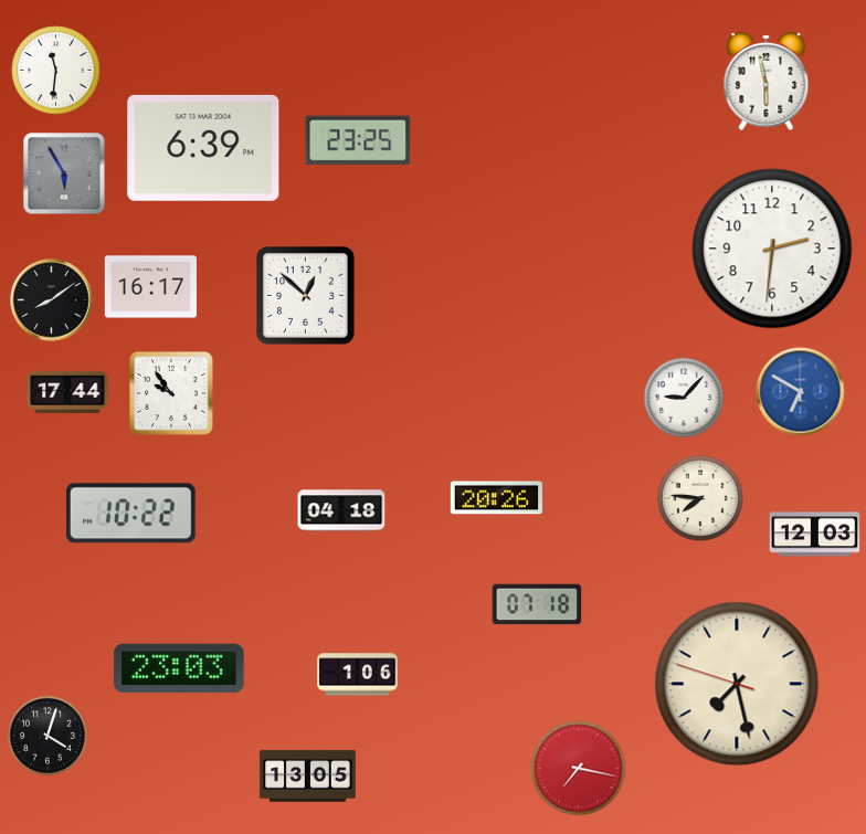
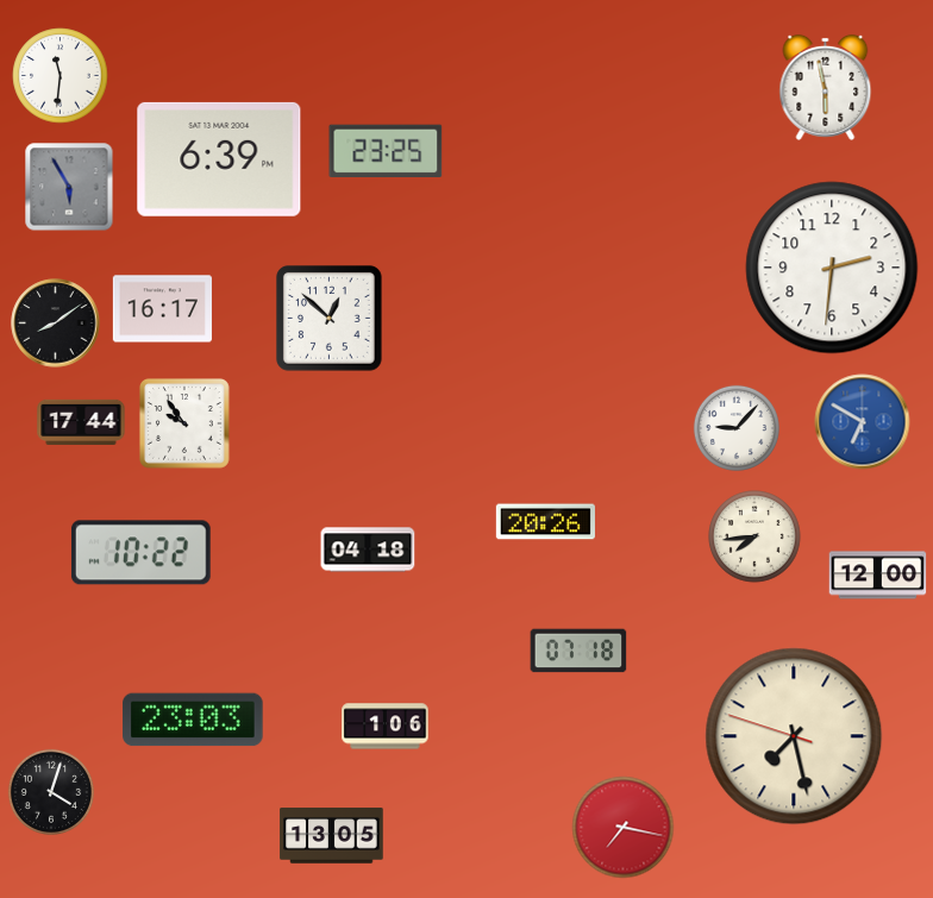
clock at (67, 391) position: (67, 391) -> (81, 421)
clock at (496, 498) position: (496, 498) -> (545, 522)
clock at (700, 498): 7:46 -> 7:44
clock at (815, 535): 12:03 -> 12:00
